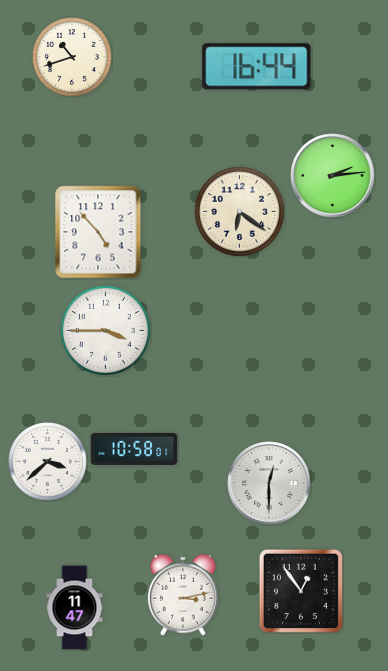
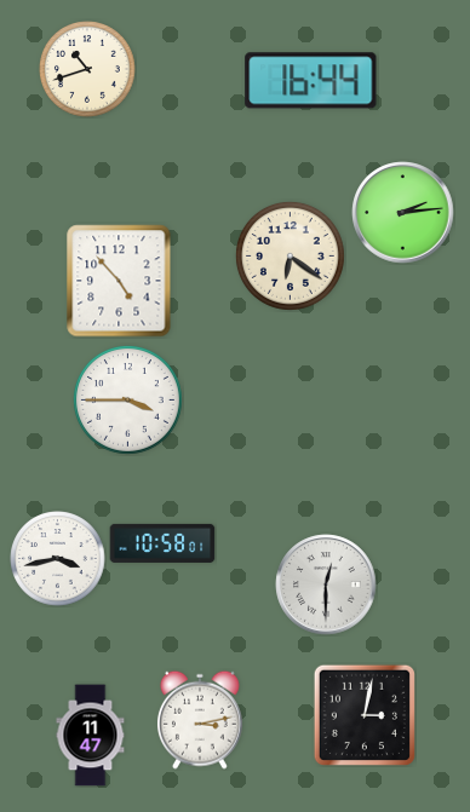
clock at (48, 462): 3:38 -> 3:43
clock at (301, 591): 12:54 -> 3:02
clock at (183, 595) position: (183, 595) -> (200, 720)
